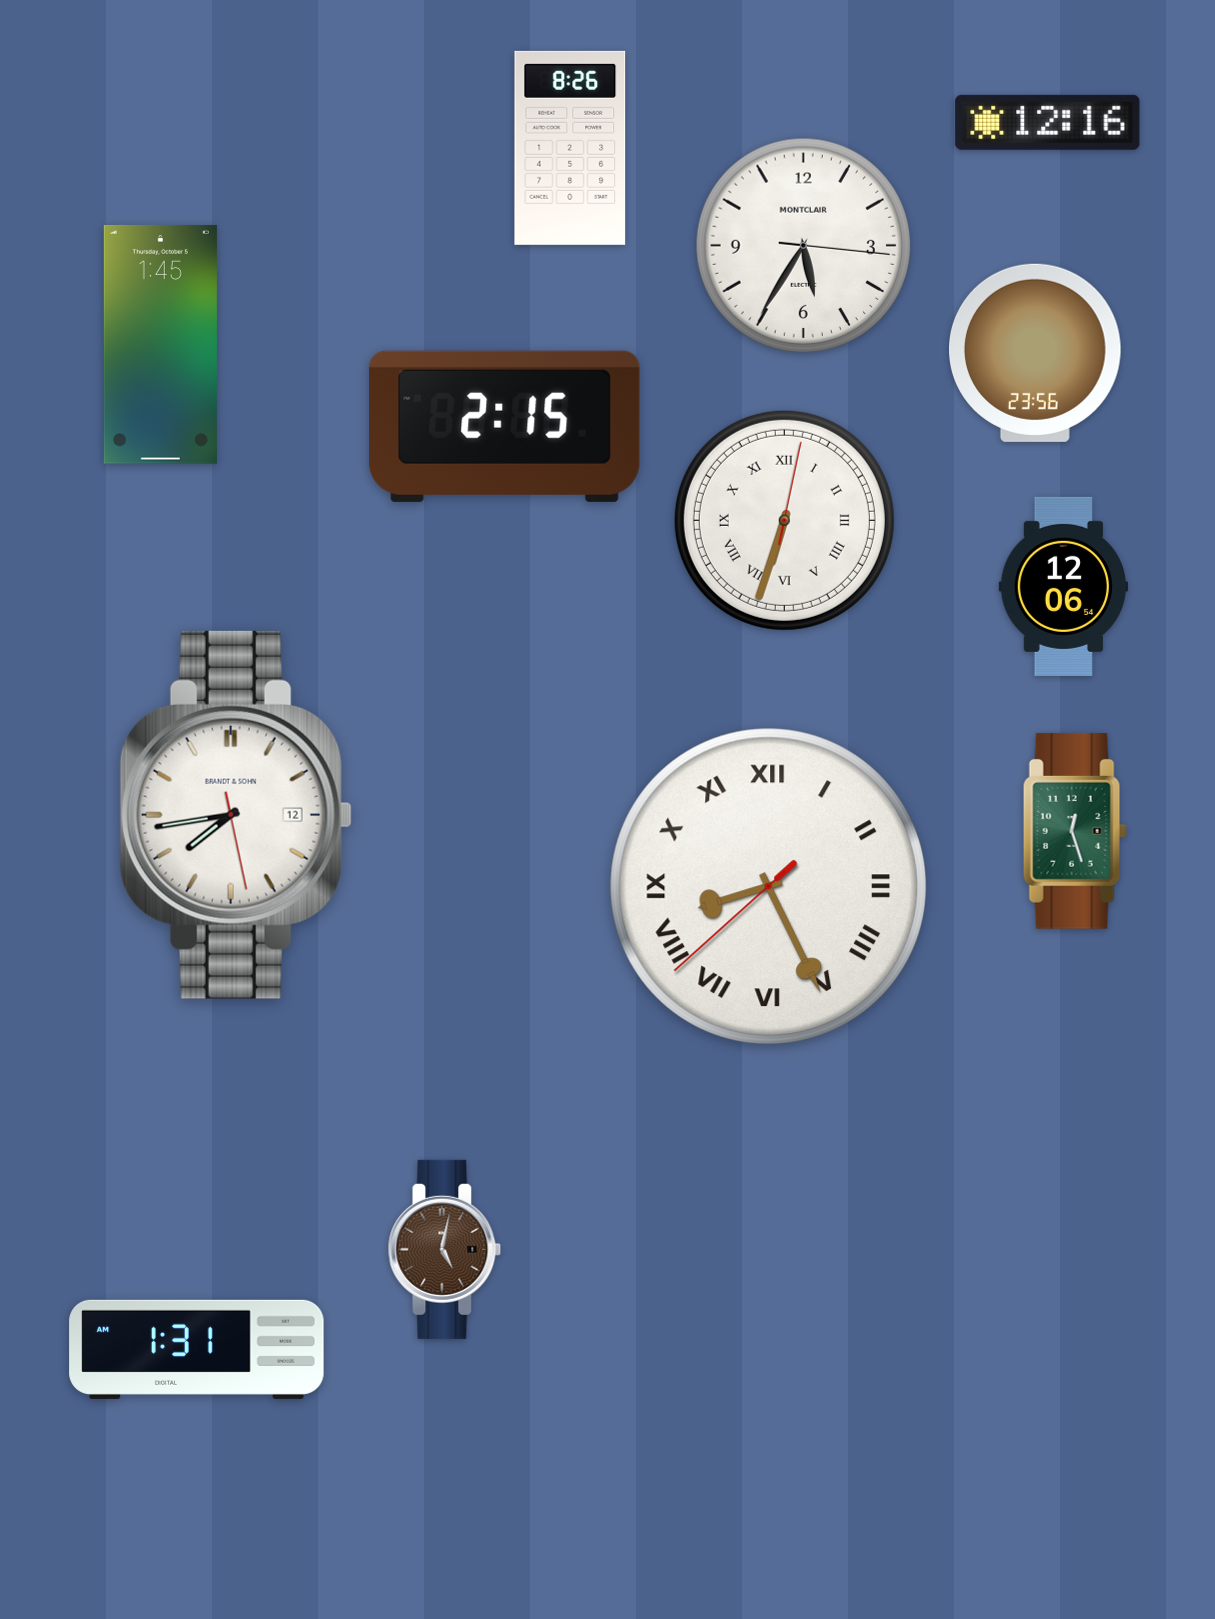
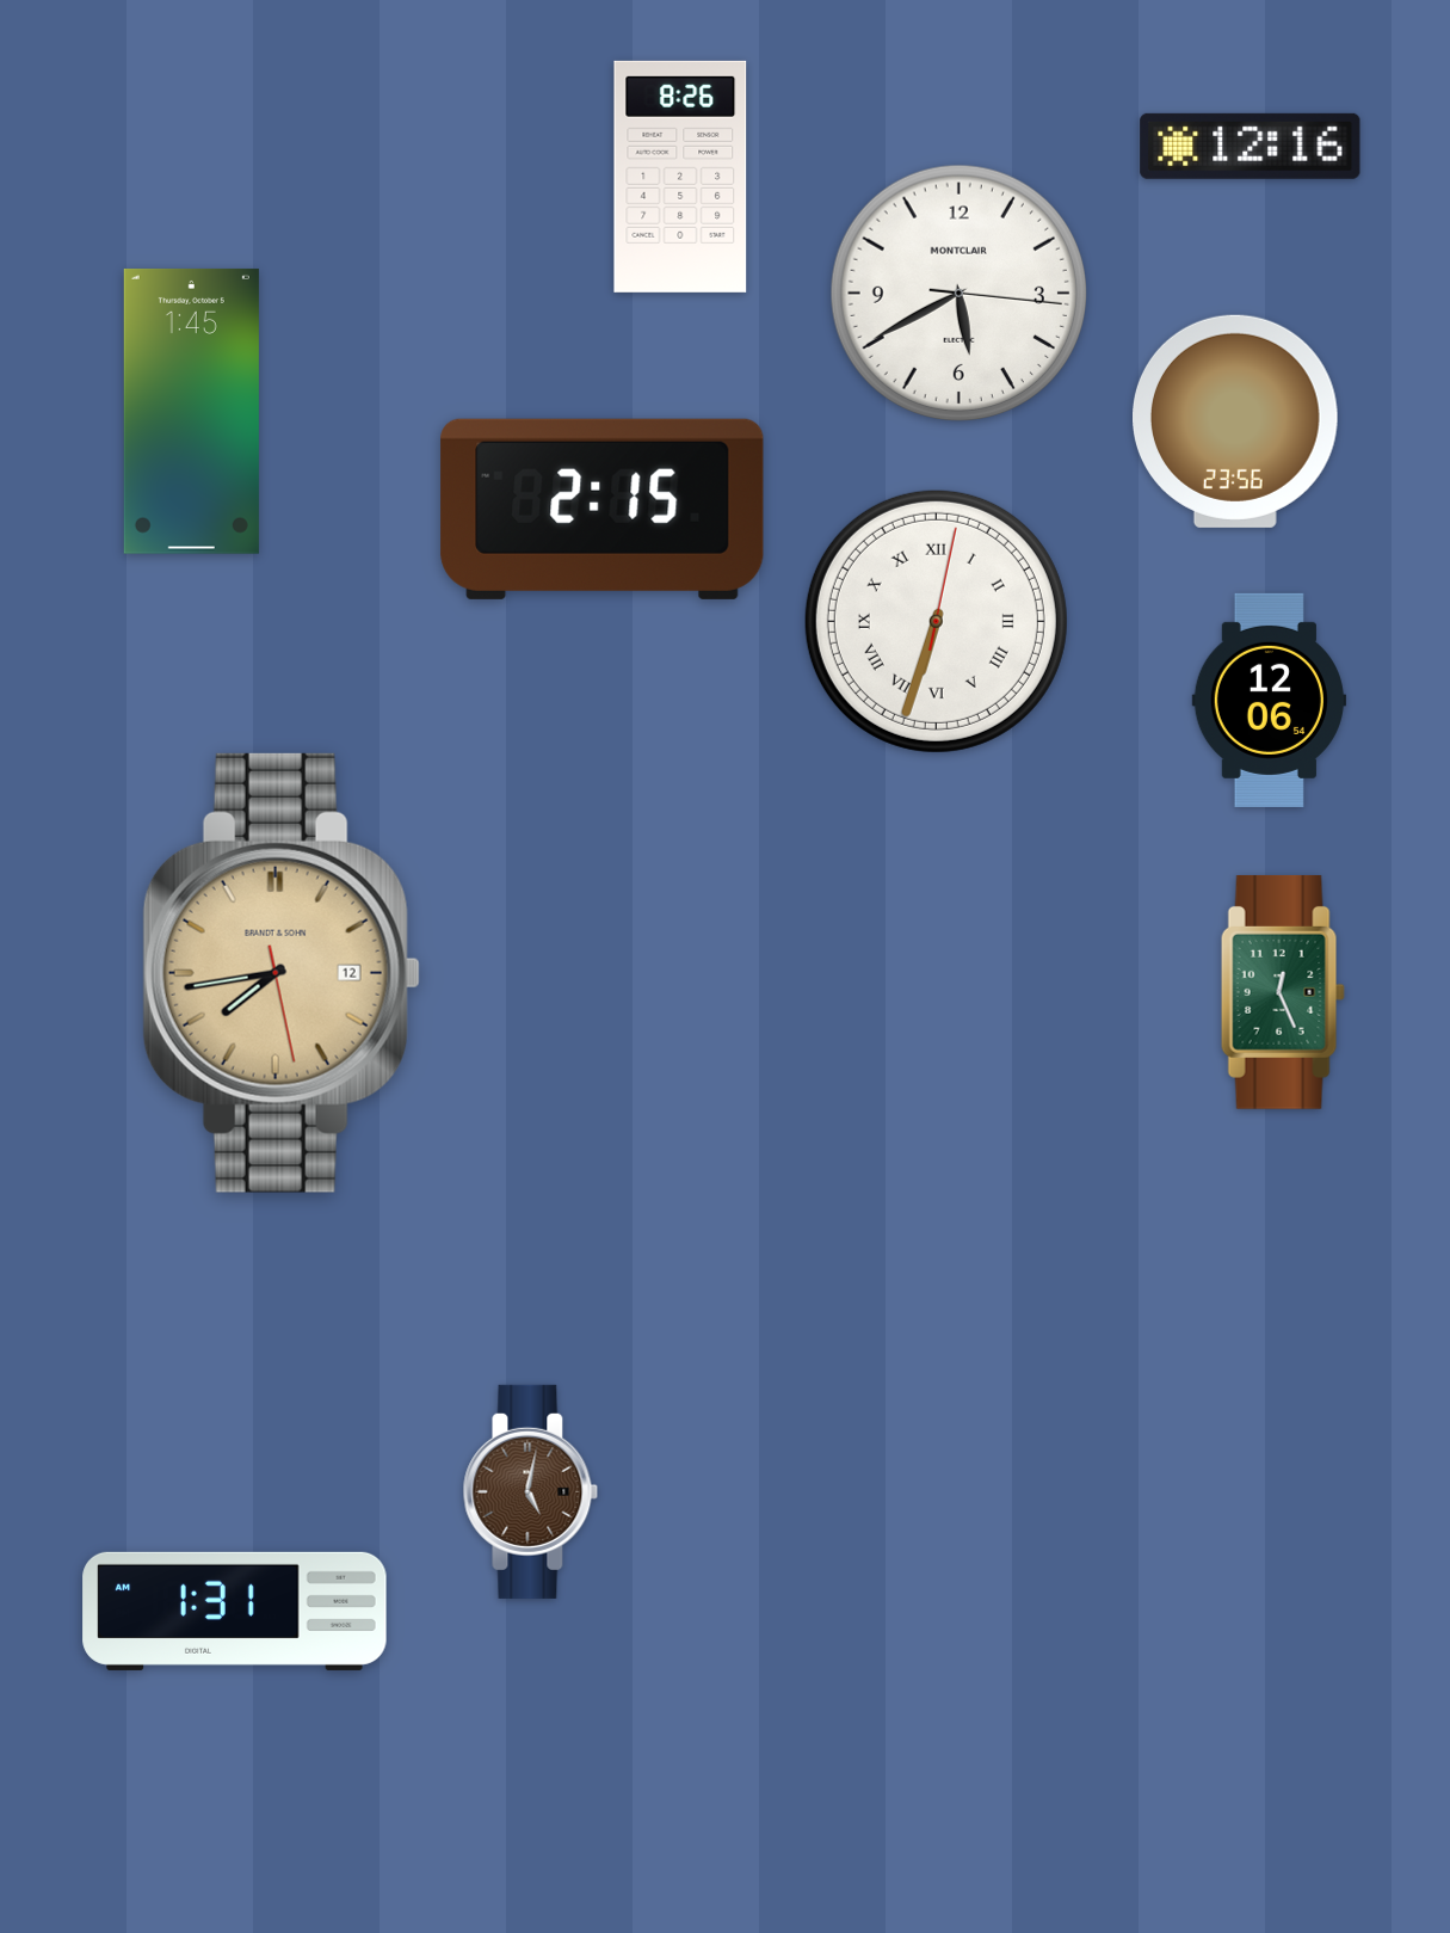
clock at (803, 245): 5:35 -> 5:40
clock at (236, 815) dial: white -> champagne
clock at (1075, 831): 12:27 -> 12:26
clock at (768, 886): 8:25 -> none
